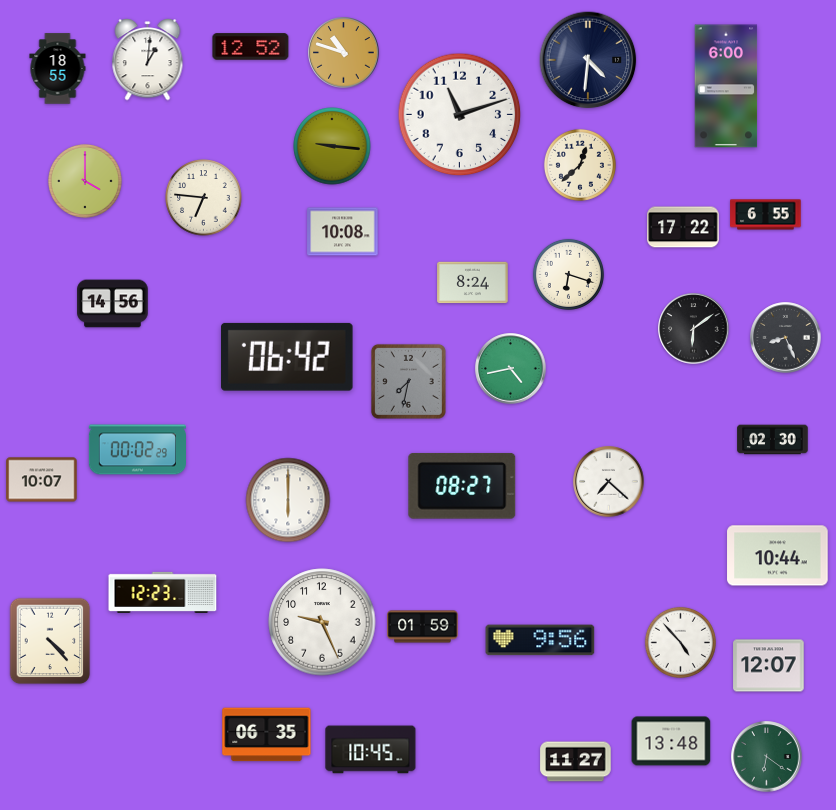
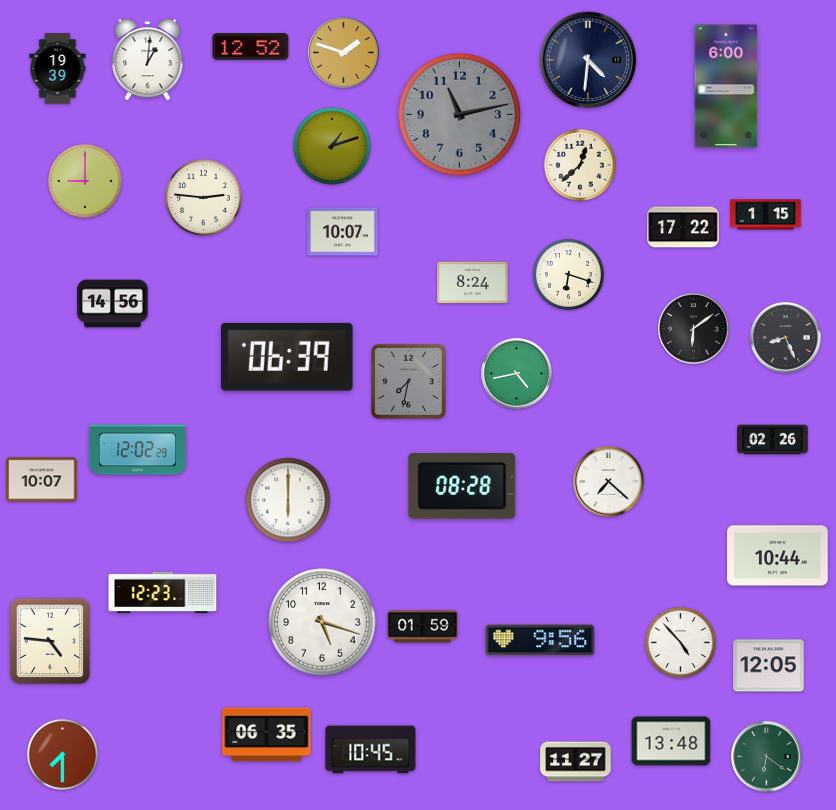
clock at (344, 53): 10:48 -> 1:48
clock at (58, 69): 18:55 -> 19:39
clock at (460, 115): 11:12 -> 11:13
clock at (460, 115) dial: white -> grey
clock at (332, 146): 9:16 -> 1:12
clock at (85, 181): 4:00 -> 9:00
clock at (204, 198): 6:46 -> 2:46
clock at (766, 215): 6:55 -> 1:15
clock at (343, 232): 10:08 -> 10:07
clock at (287, 357): 06:42 -> 06:39
clock at (511, 369) position: (511, 369) -> (517, 374)
clock at (773, 440): 02:30 -> 02:26
clock at (137, 450): 00:02 -> 12:02
clock at (462, 486): 08:27 -> 08:28
clock at (322, 622): 9:26 -> 5:18
clock at (50, 641): 4:23 -> 4:46
clock at (769, 666): 12:07 -> 12:05
clock at (62, 754): none -> 7:30
